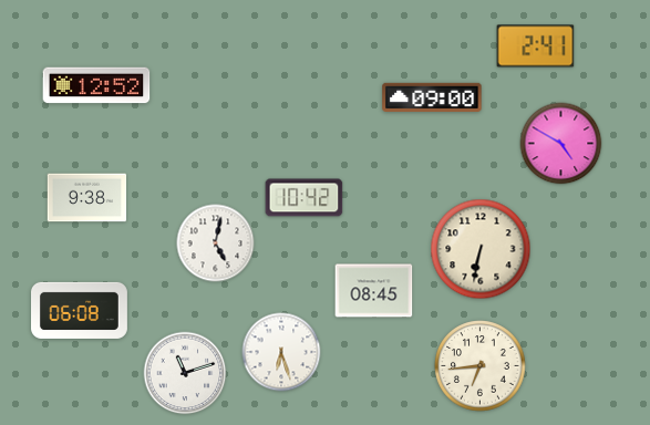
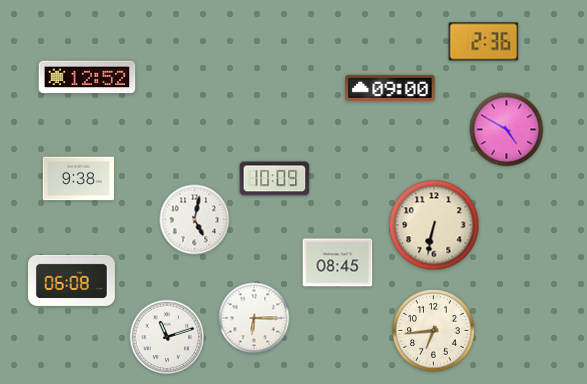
clock at (536, 46): 2:41 -> 2:36
clock at (305, 198): 10:42 -> 10:09
clock at (281, 352): 6:27 -> 6:15
